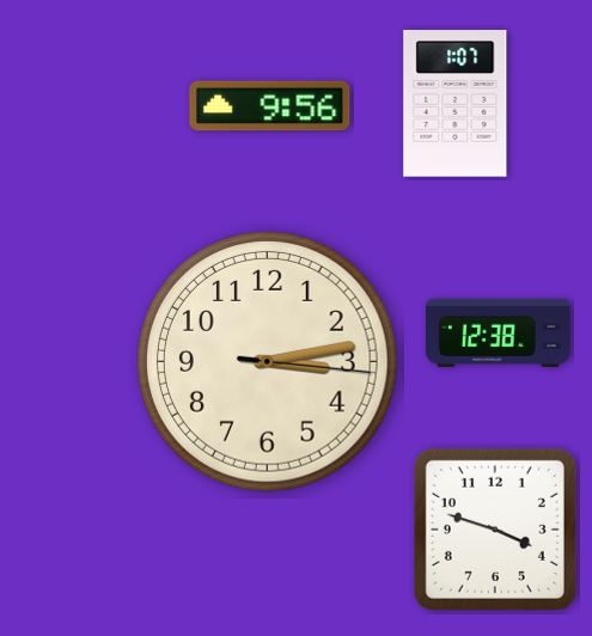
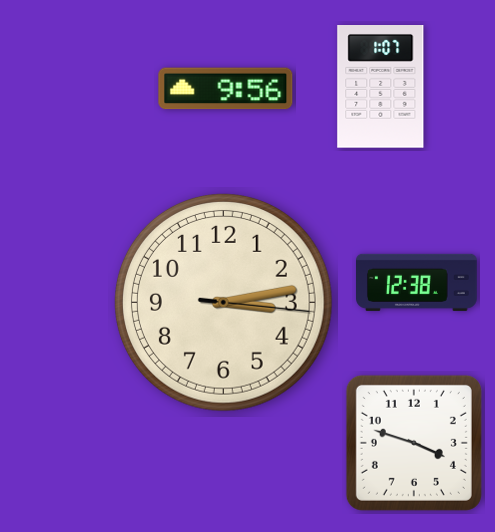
clock at (499, 332) position: (499, 332) -> (417, 282)
